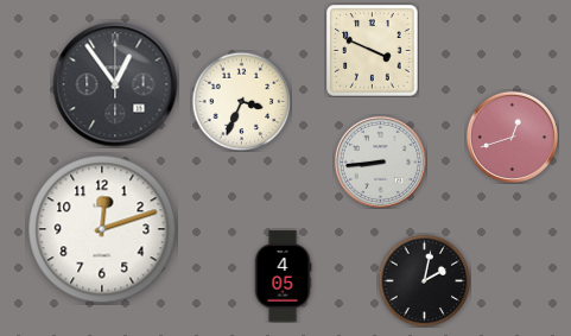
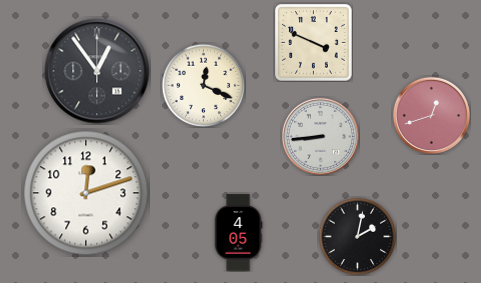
clock at (241, 101): 3:34 -> 12:19
